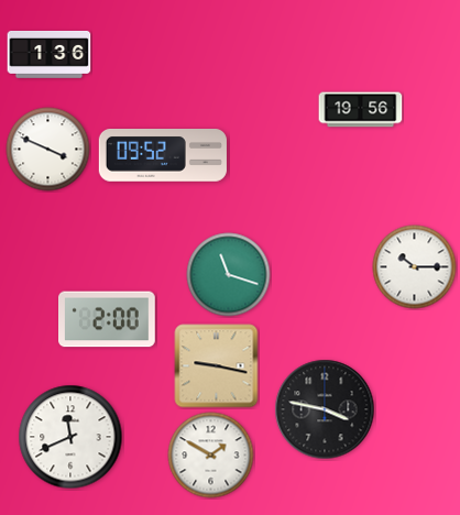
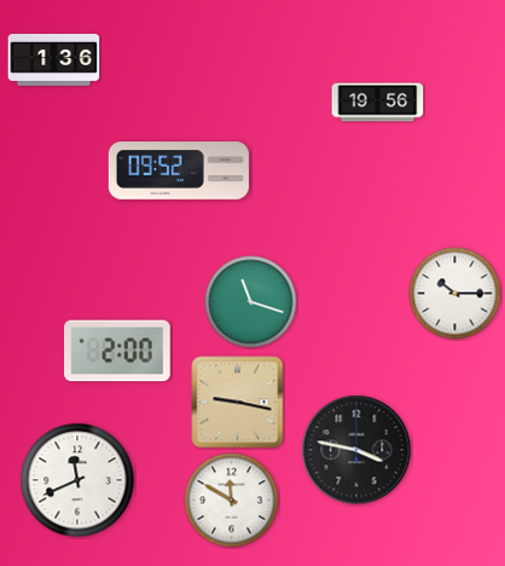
clock at (361, 110) position: (361, 110) -> (378, 103)
clock at (48, 150): 3:49 -> none
clock at (211, 456): 1:50 -> 11:50
